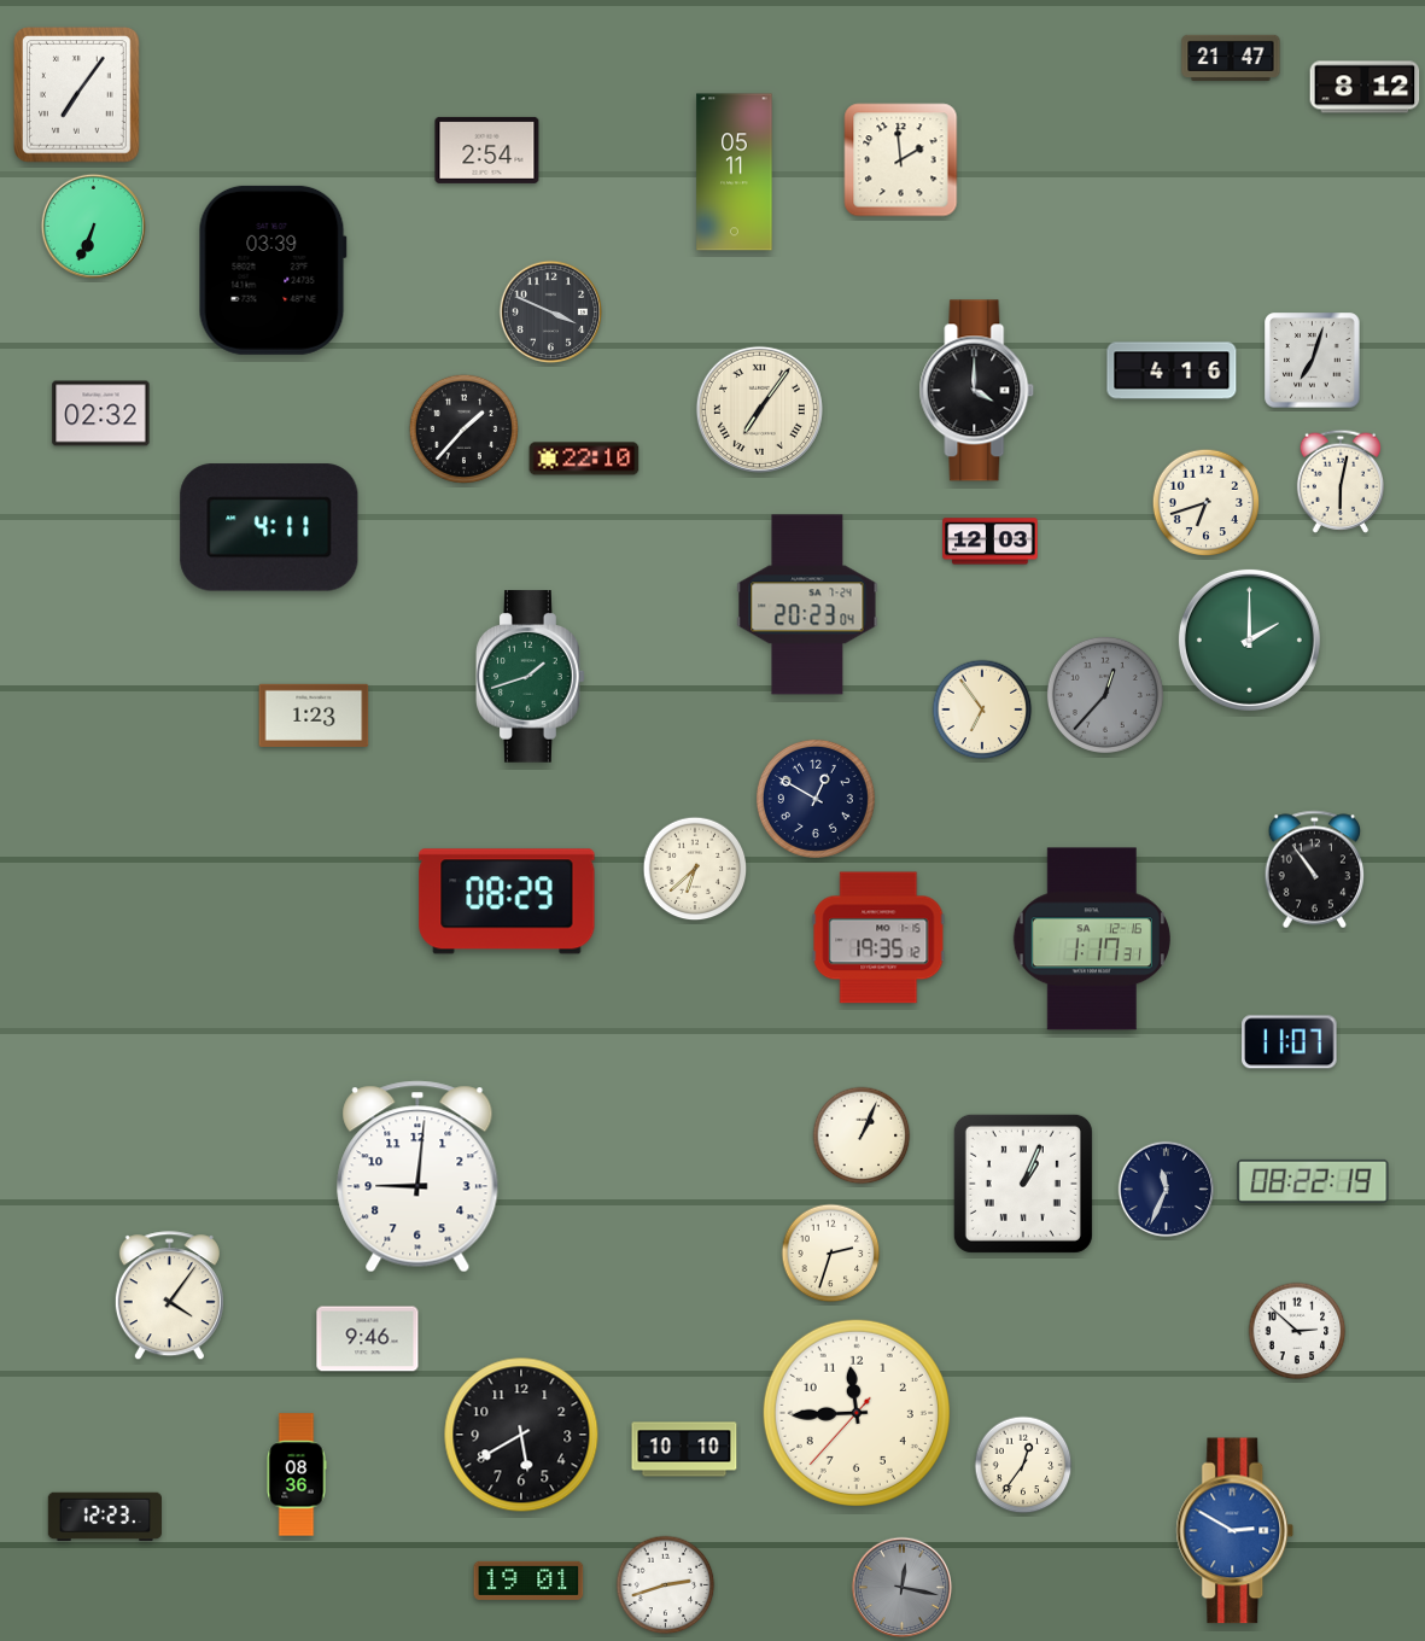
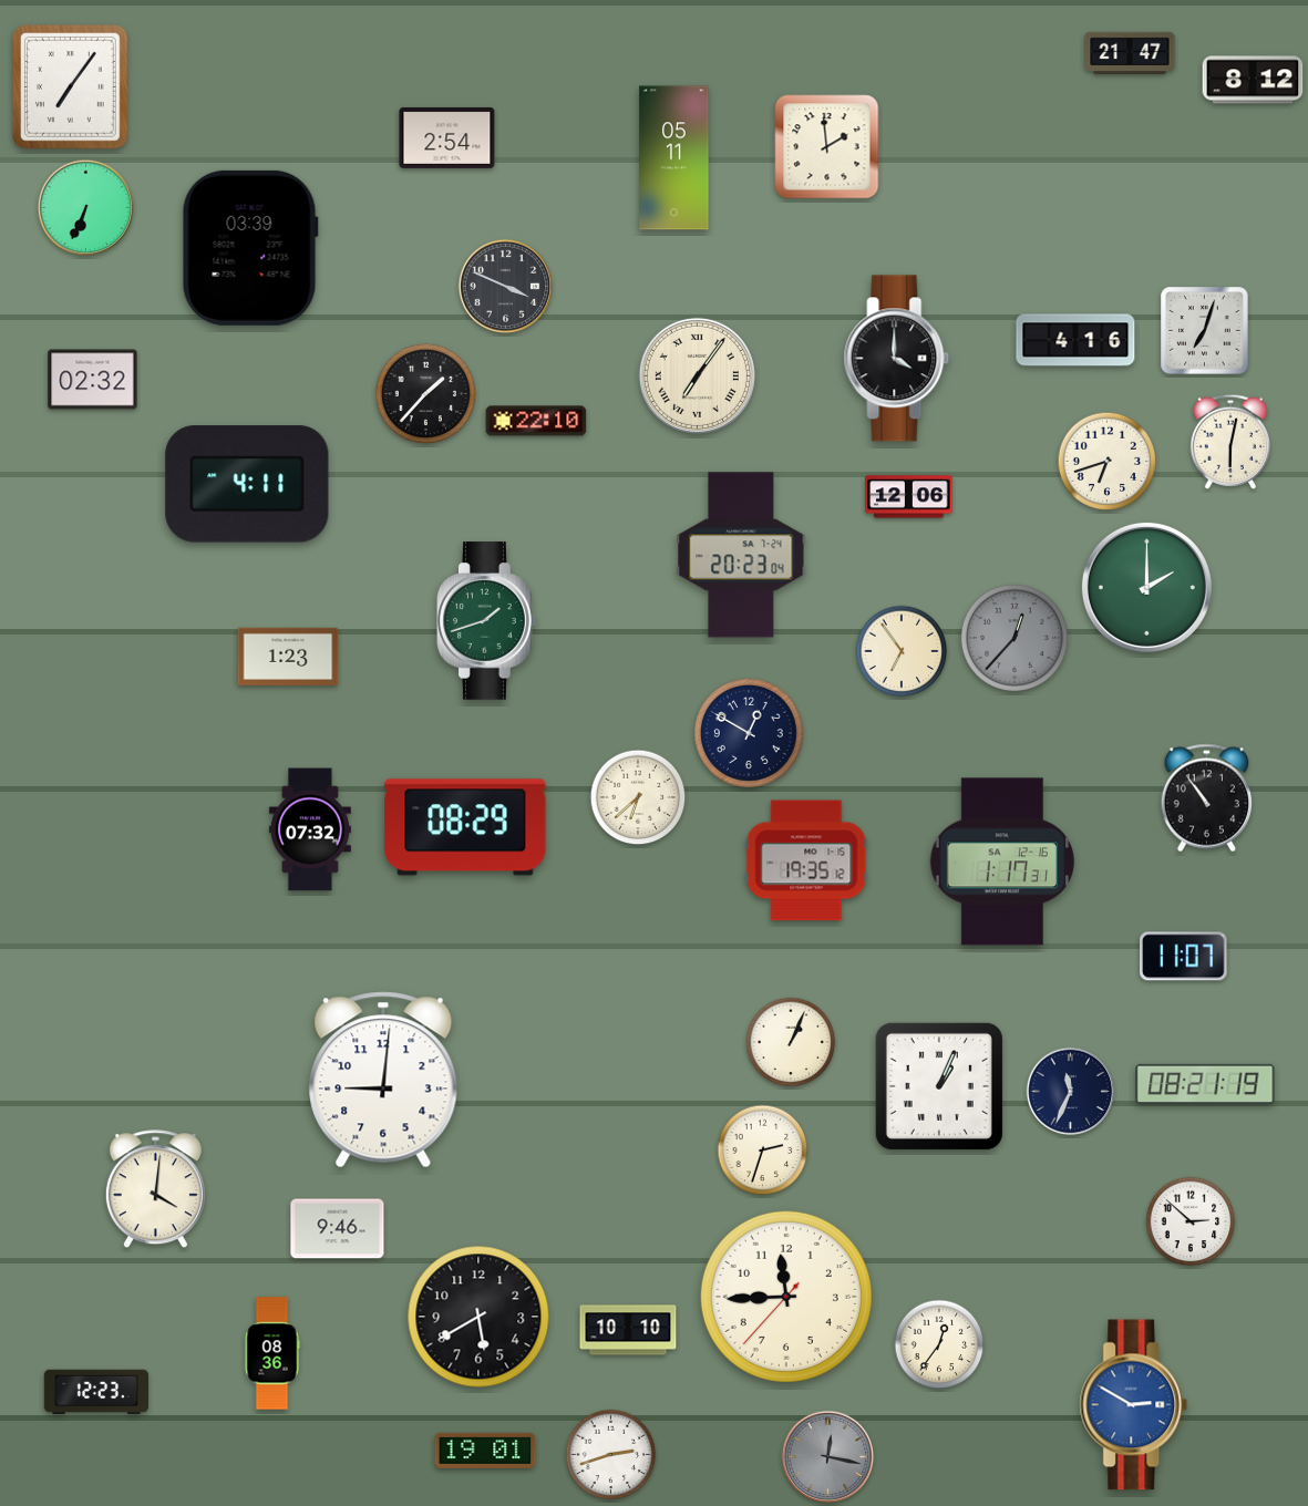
clock at (991, 542): 12:03 -> 12:06
clock at (310, 829): none -> 07:32
clock at (1313, 1181): 08:22 -> 08:21
clock at (169, 1296): 4:06 -> 4:01
